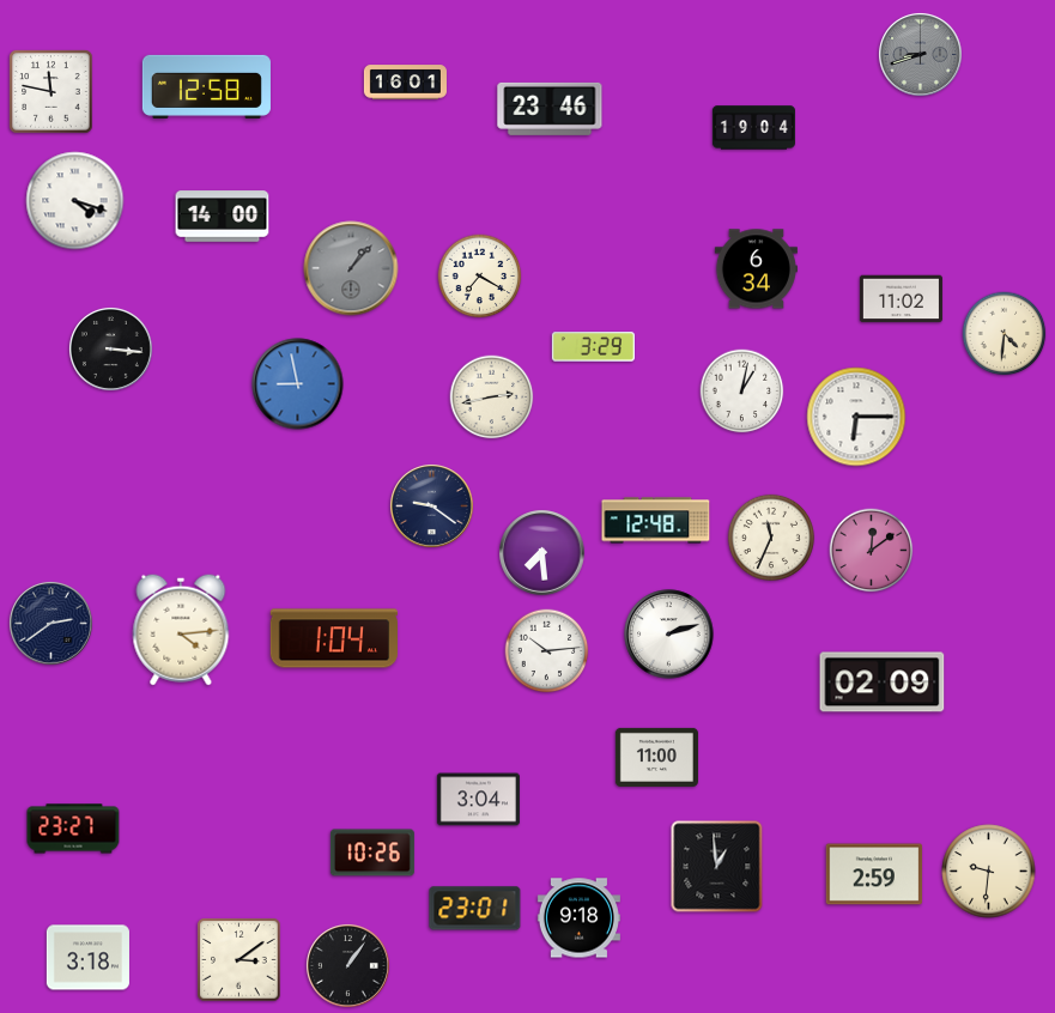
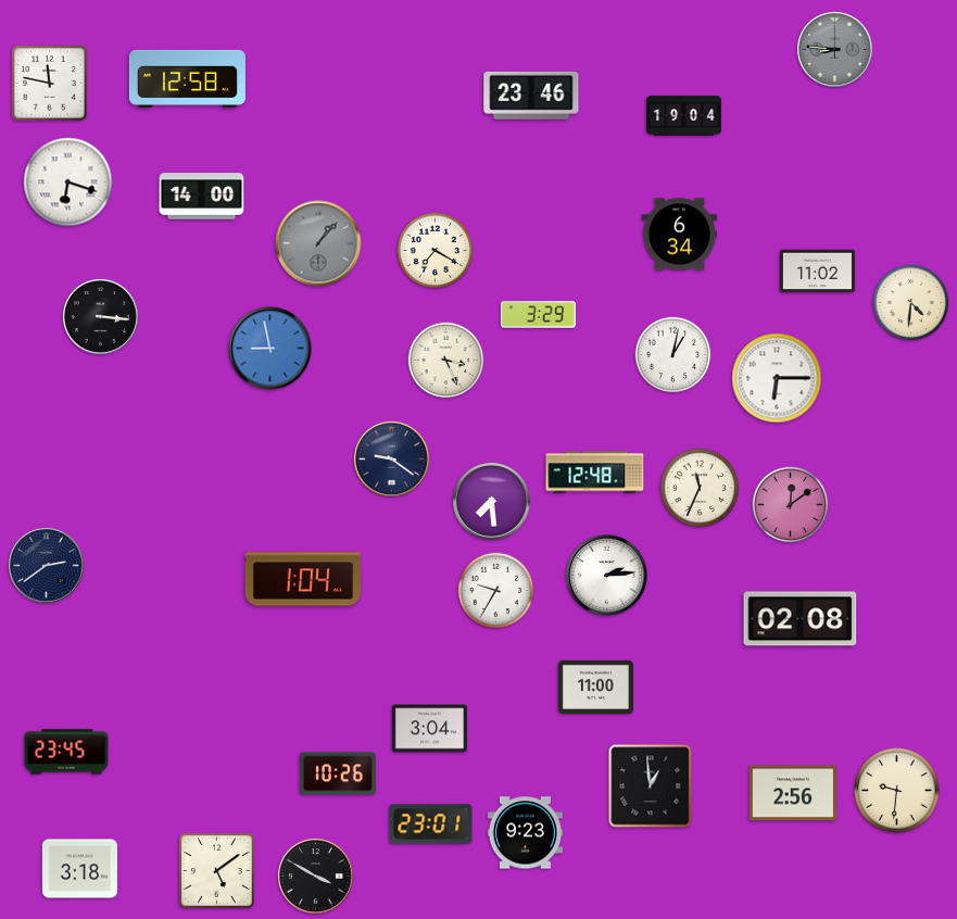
clock at (920, 54): 8:42 -> 8:46
clock at (405, 83): 16:01 -> none
clock at (51, 92) position: (51, 92) -> (50, 84)
clock at (550, 109) position: (550, 109) -> (531, 96)
clock at (75, 201): 4:18 -> 6:18
clock at (756, 269) position: (756, 269) -> (679, 235)
clock at (492, 398): 2:43 -> 3:26
clock at (872, 551) position: (872, 551) -> (791, 505)
clock at (181, 630): 4:14 -> none
clock at (669, 635): 2:12 -> 2:14
clock at (547, 651): 10:14 -> 9:35
clock at (883, 683): 02:09 -> 02:08
clock at (478, 800) position: (478, 800) -> (429, 729)
clock at (73, 829): 23:27 -> 23:45
clock at (874, 874): 2:59 -> 2:56
clock at (578, 918): 9:18 -> 9:23
clock at (240, 960): 3:09 -> 5:09
clock at (347, 965): 1:06 -> 3:50
